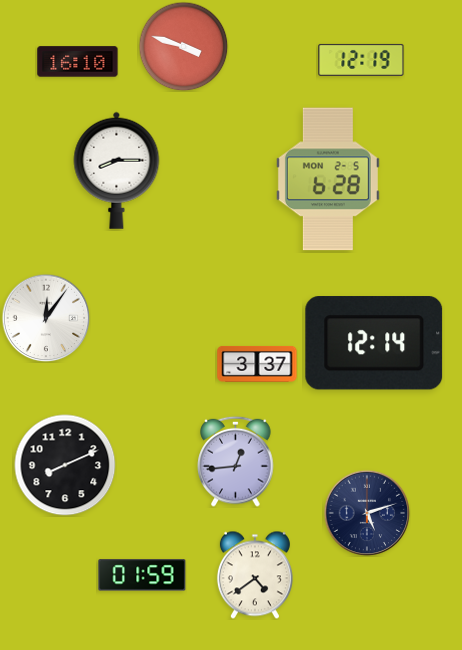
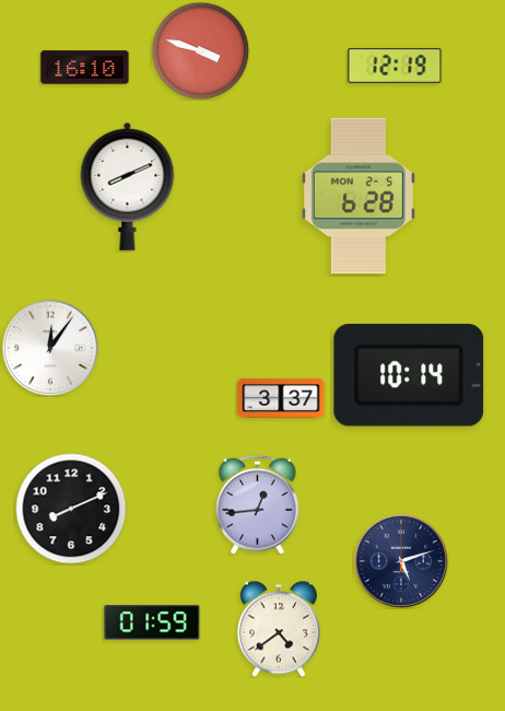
clock at (117, 170): 8:15 -> 8:11
clock at (374, 344): 12:14 -> 10:14
clock at (142, 575) position: (142, 575) -> (152, 622)
